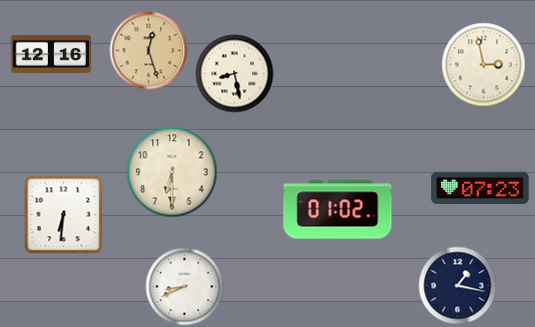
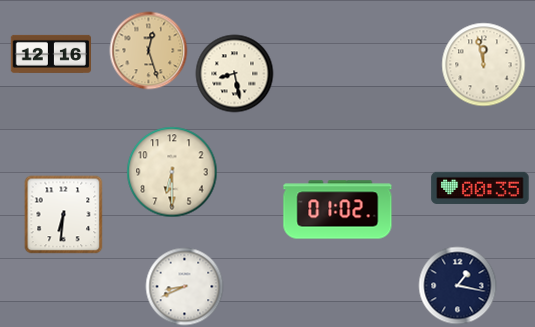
clock at (483, 64): 2:58 -> 11:58
clock at (480, 188): 07:23 -> 00:35
